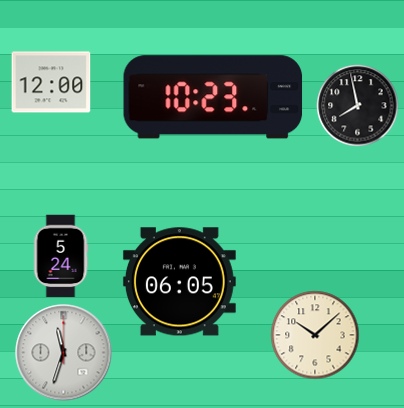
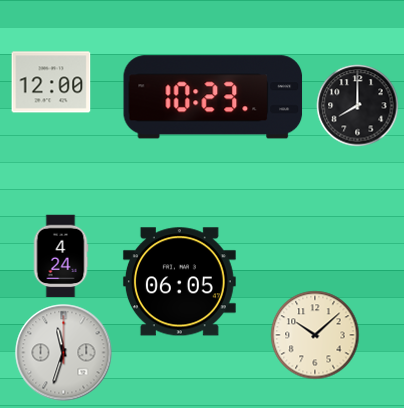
clock at (358, 106): 7:58 -> 8:00
clock at (61, 256): 5:24 -> 4:24
